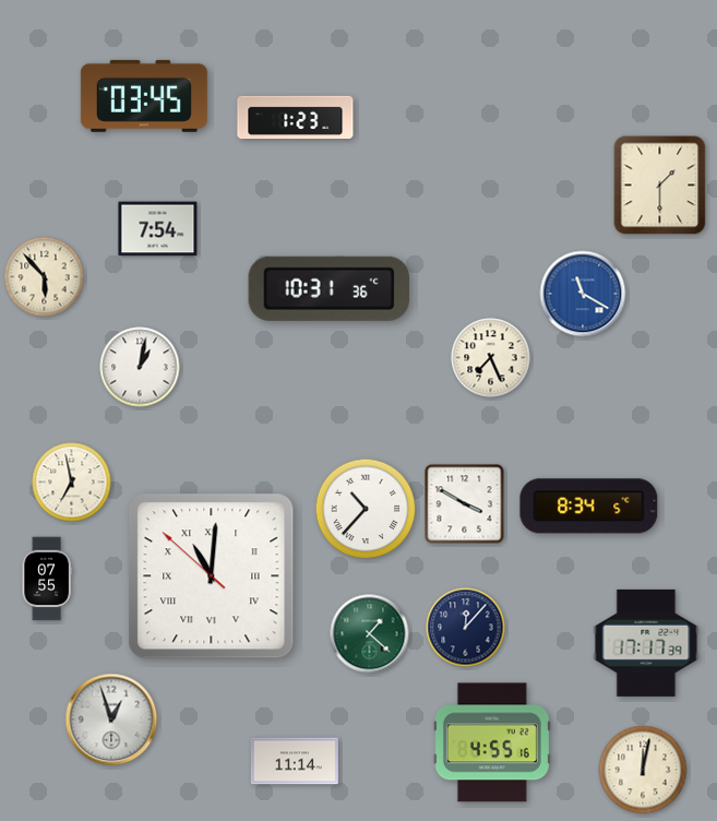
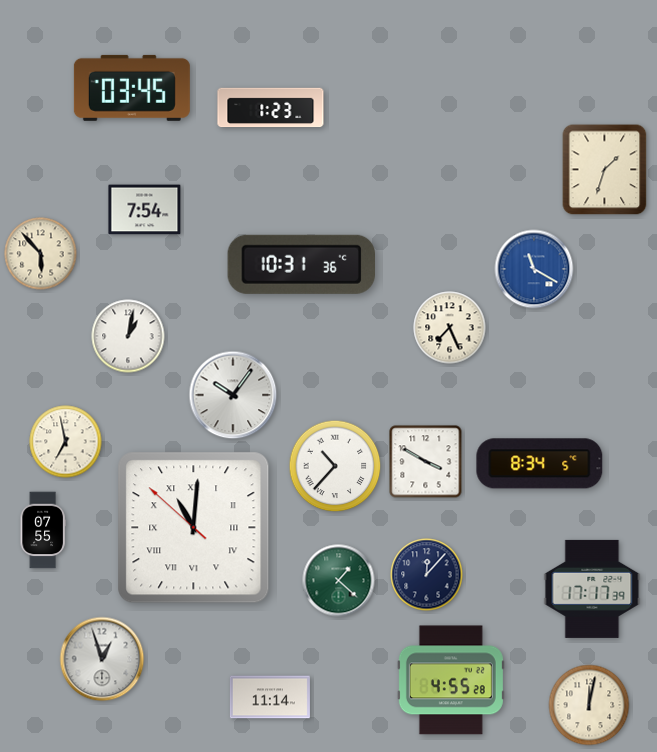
clock at (660, 186): 1:30 -> 1:33
clock at (233, 395): none -> 10:06
clock at (492, 742): 4:55:16 -> 4:55:28
